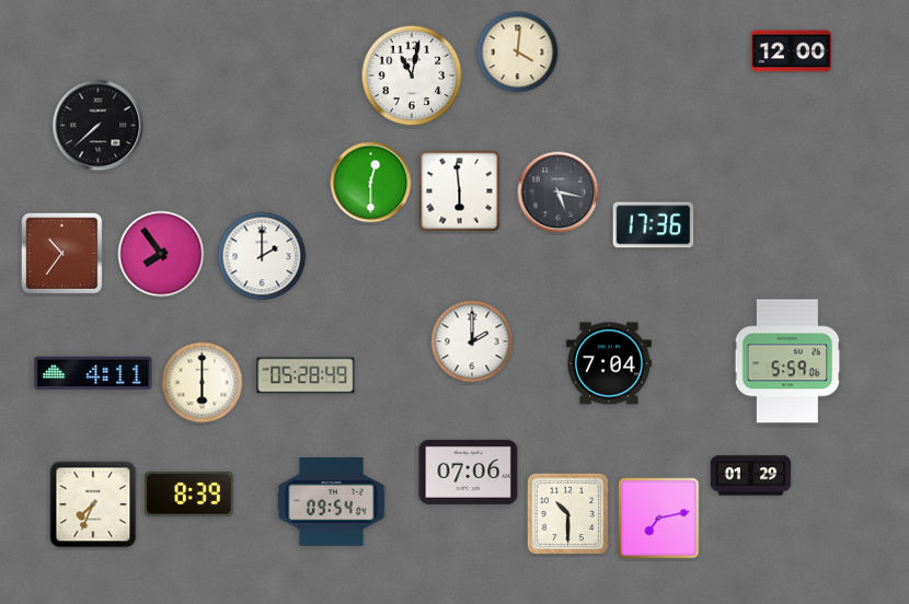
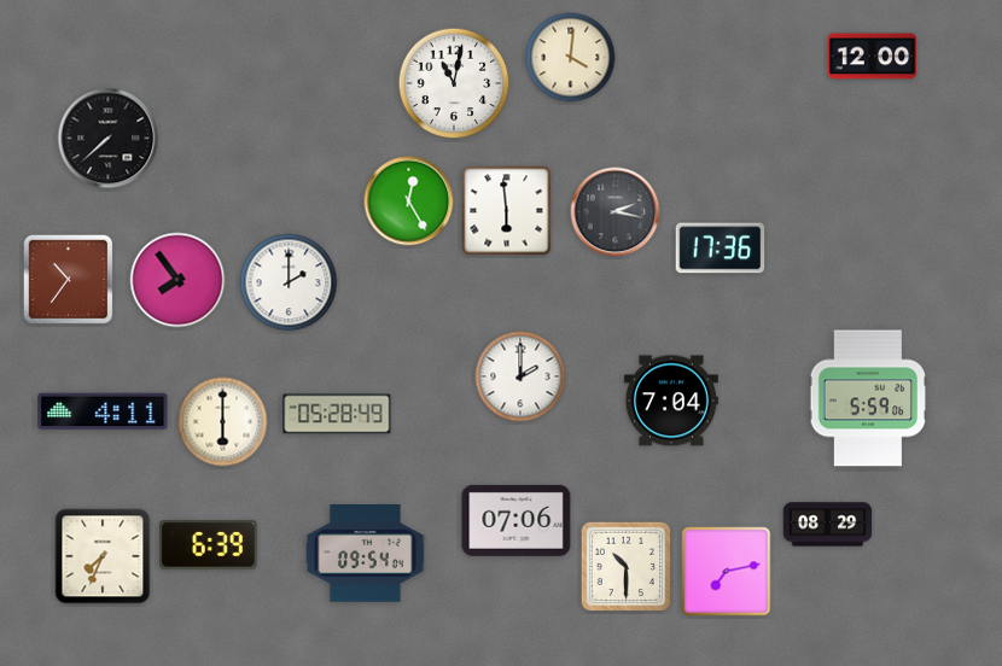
clock at (371, 183): 12:30 -> 12:25
clock at (559, 193): 5:17 -> 2:17
clock at (751, 476): 01:29 -> 08:29
clock at (189, 495): 8:39 -> 6:39
